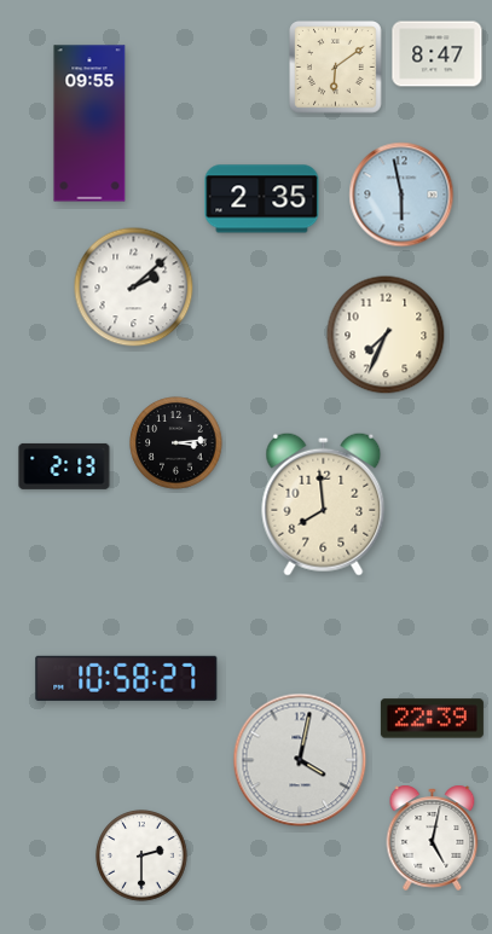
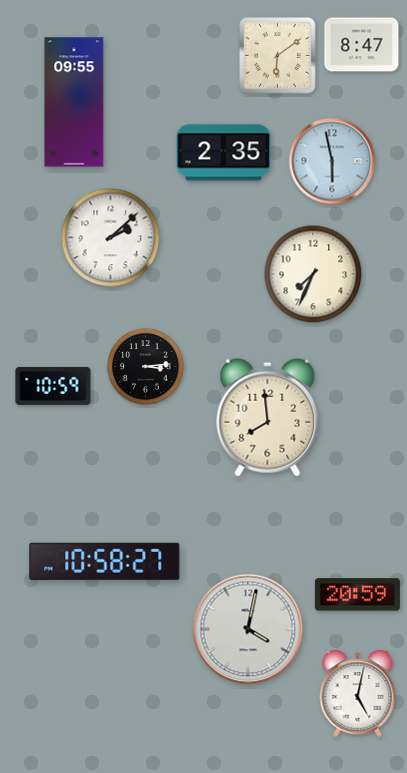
clock at (262, 199) position: (262, 199) -> (224, 153)
clock at (386, 335) position: (386, 335) -> (313, 274)
clock at (64, 466): 2:13 -> 10:59
clock at (432, 719): 22:39 -> 20:59
clock at (141, 855): 2:30 -> none
